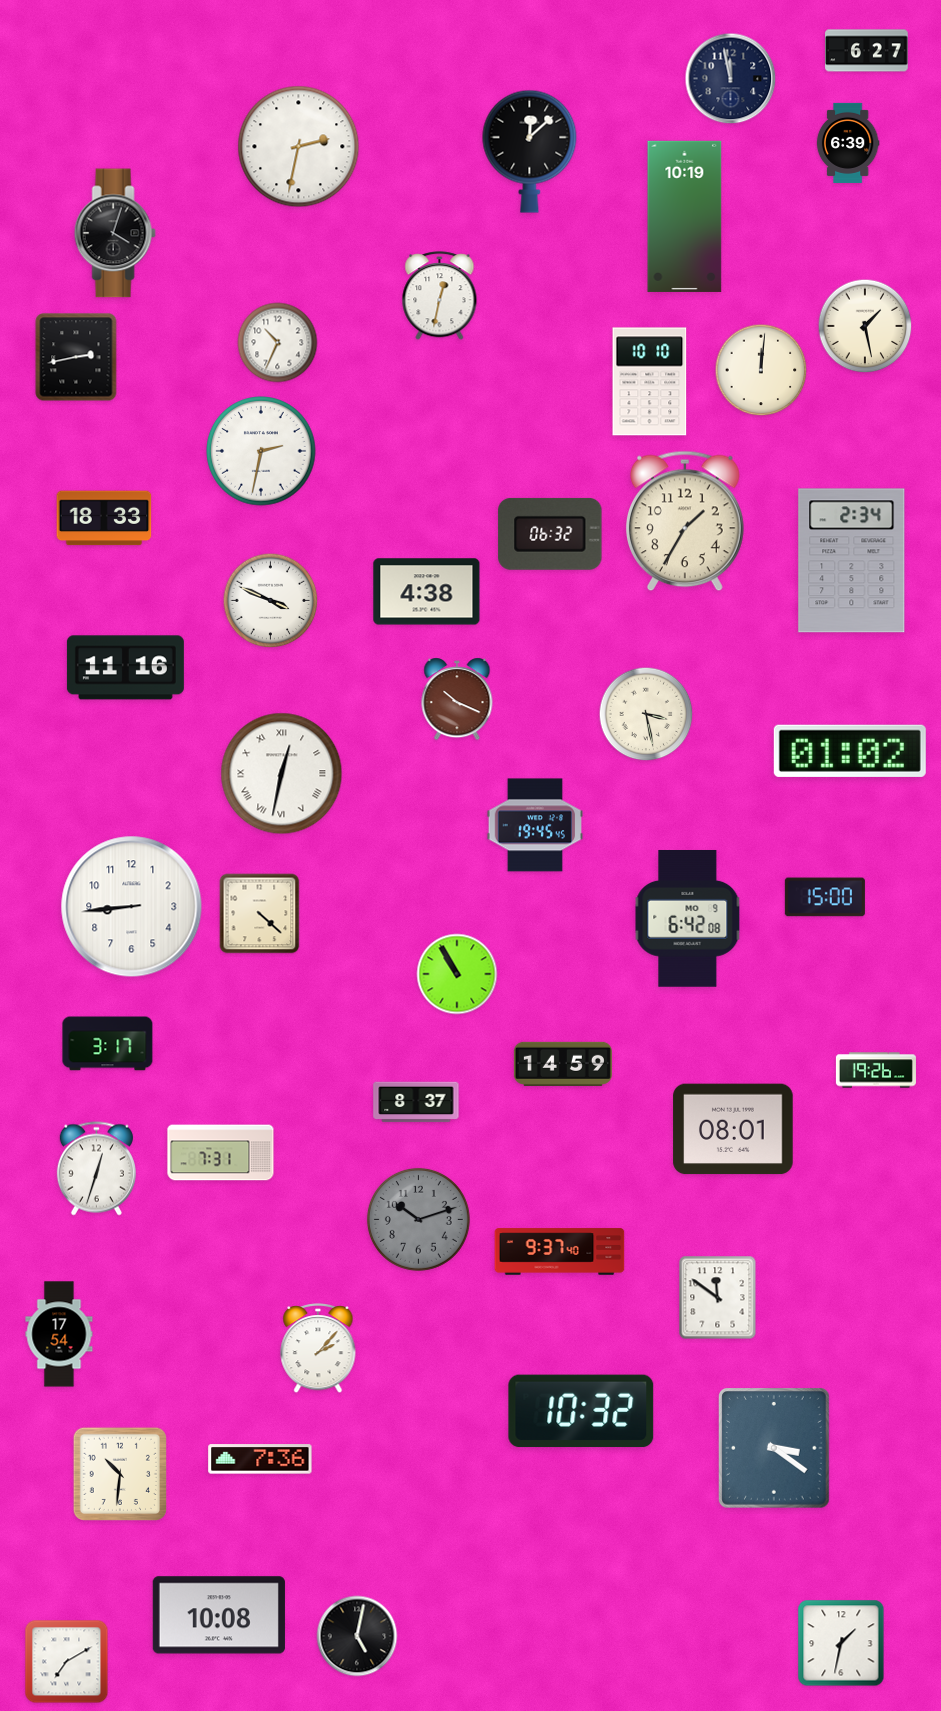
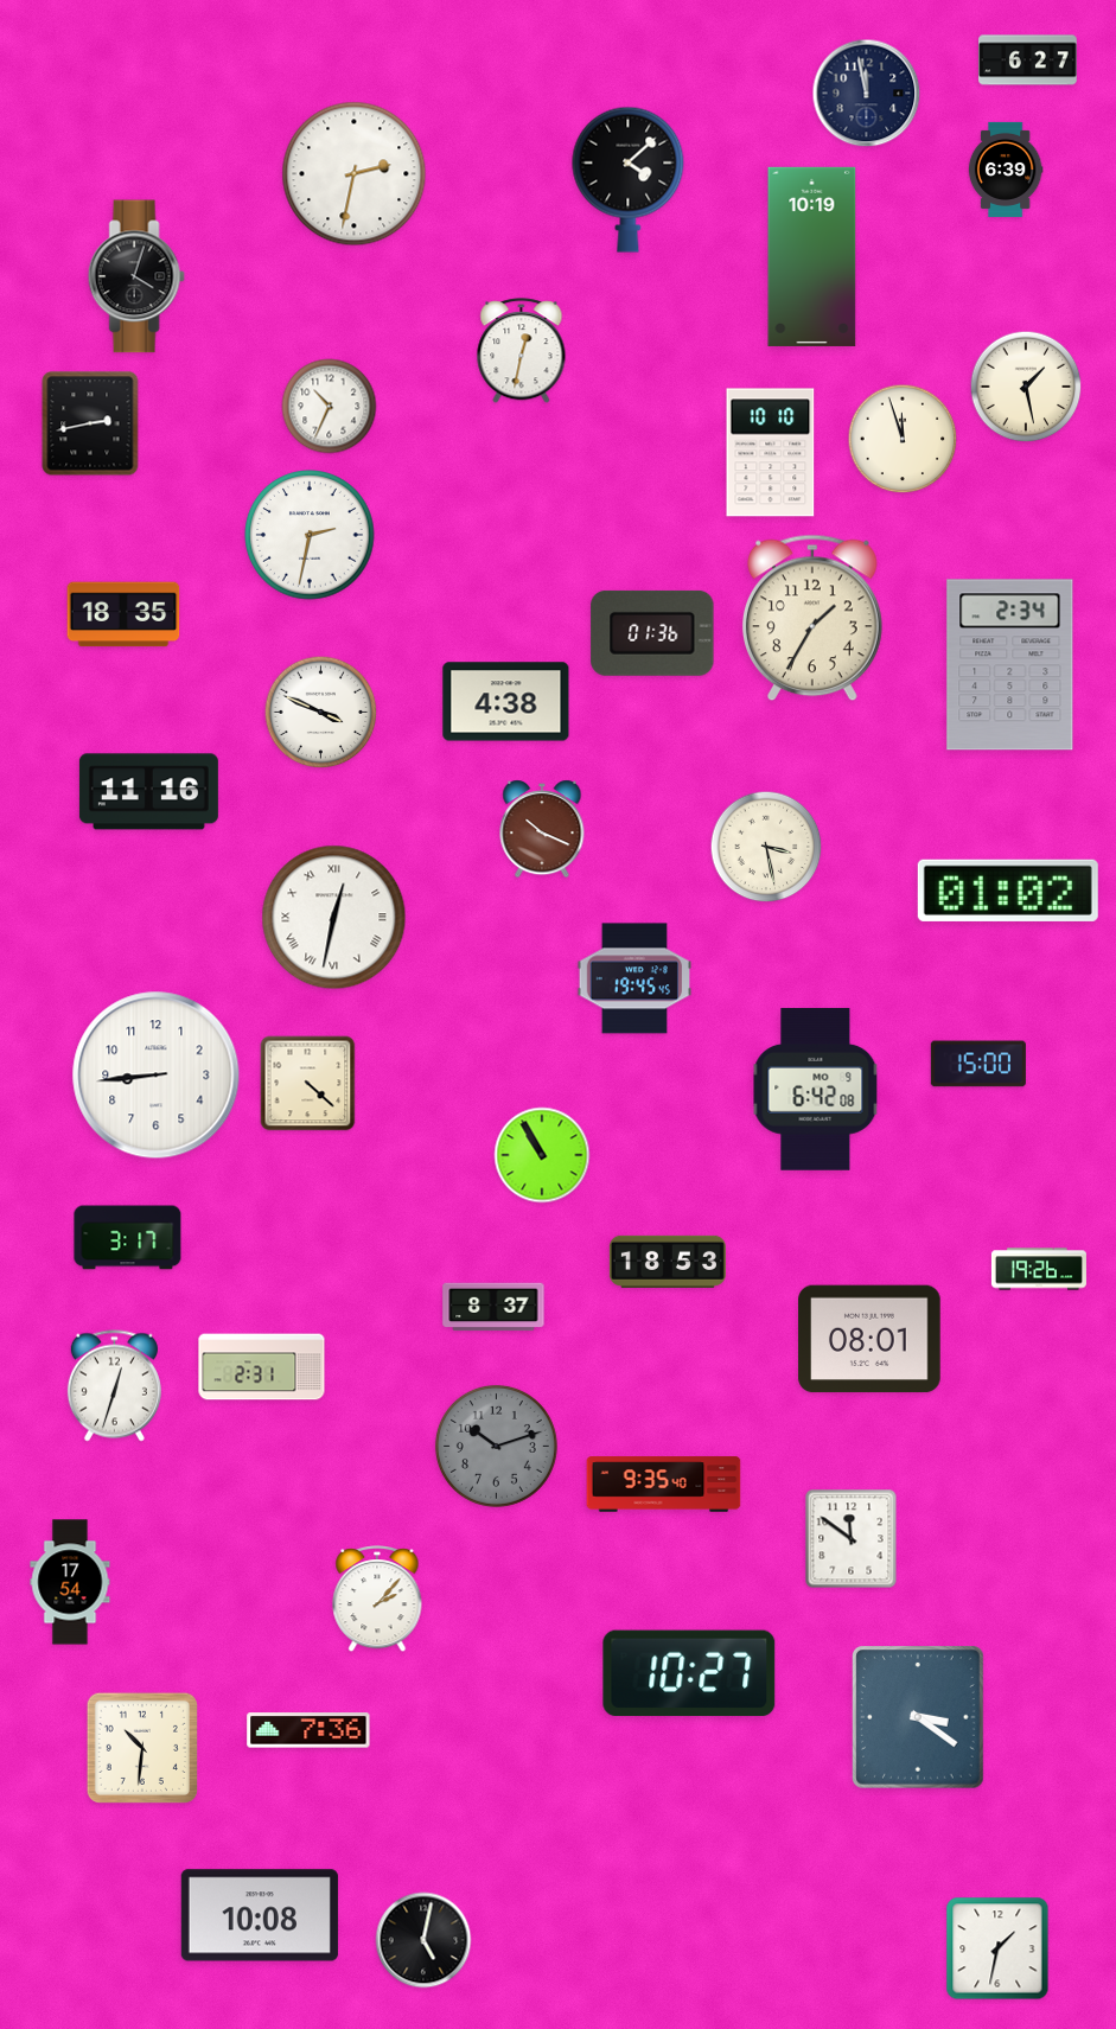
clock at (530, 151): 12:08 -> 4:08
clock at (761, 370): 12:01 -> 11:57
clock at (104, 518): 18:33 -> 18:35
clock at (550, 534): 06:32 -> 01:36
clock at (563, 1064): 14:59 -> 18:53
clock at (221, 1153): 7:31 -> 2:31
clock at (560, 1252): 9:37 -> 9:35
clock at (581, 1411): 10:32 -> 10:27
clock at (67, 1662): 7:10 -> none
